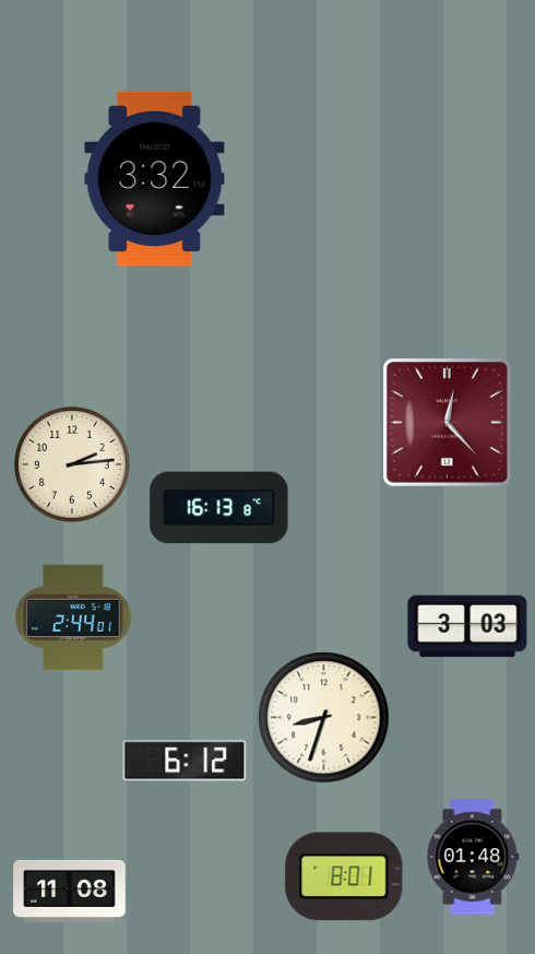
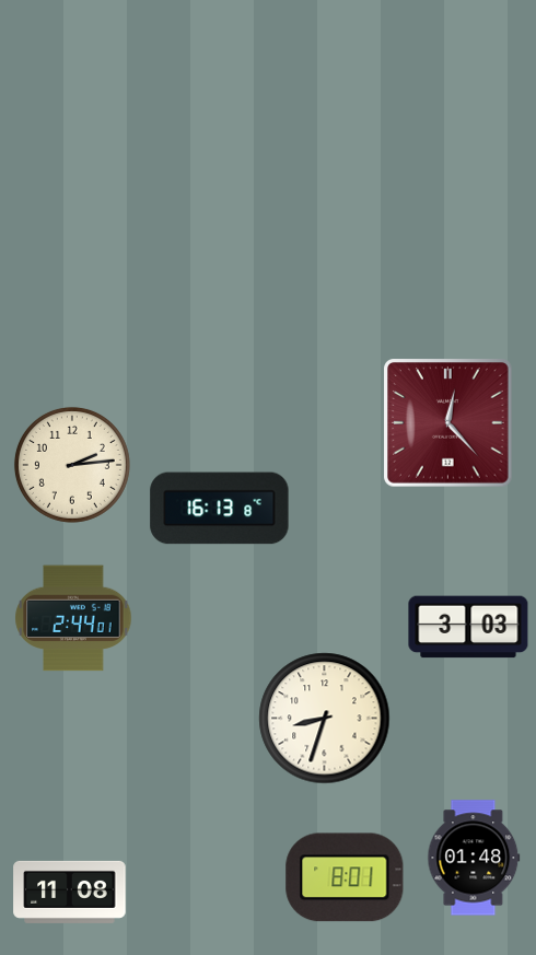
clock at (155, 179): 3:32 -> none
clock at (185, 761): 6:12 -> none
